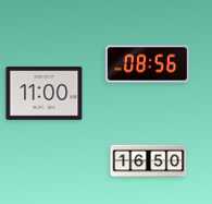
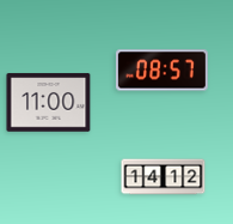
clock at (147, 64): 08:56 -> 08:57
clock at (149, 161): 16:50 -> 14:12
